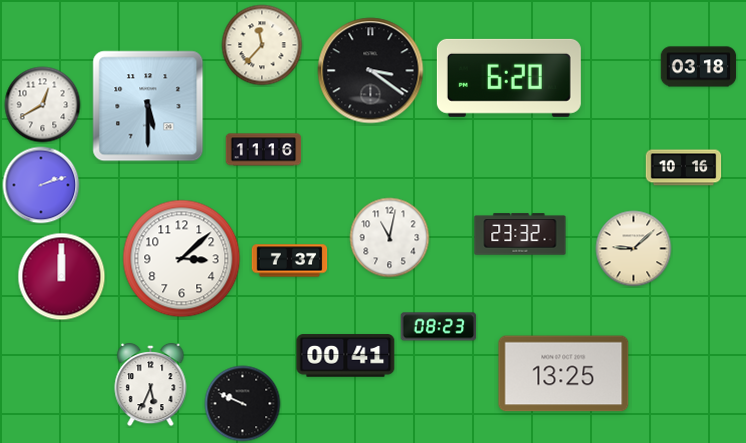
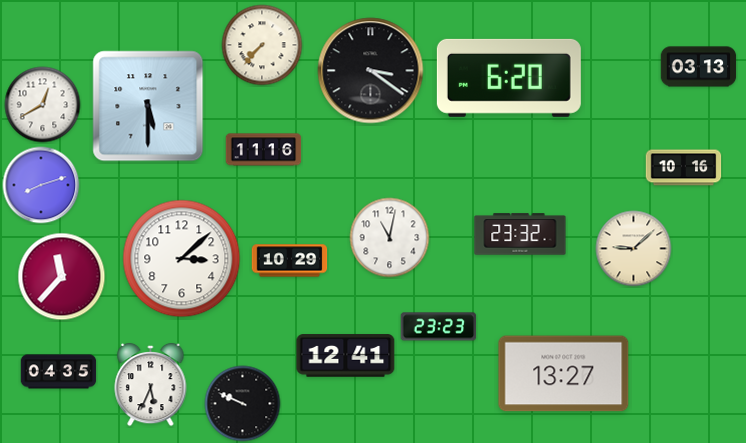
clock at (262, 45): 11:37 -> 7:37
clock at (699, 67): 03:18 -> 03:13
clock at (41, 185): 2:12 -> 8:12
clock at (290, 261): 7:37 -> 10:29
clock at (62, 277): 12:00 -> 11:37
clock at (439, 327): 08:23 -> 23:23
clock at (346, 356): 00:41 -> 12:41
clock at (59, 372): none -> 04:35
clock at (564, 374): 13:25 -> 13:27
